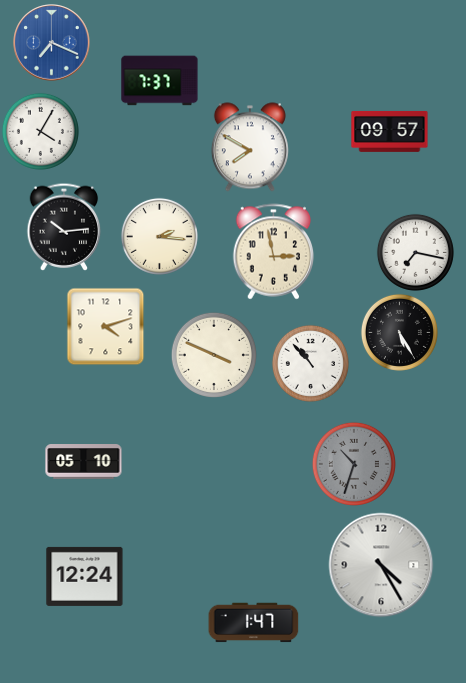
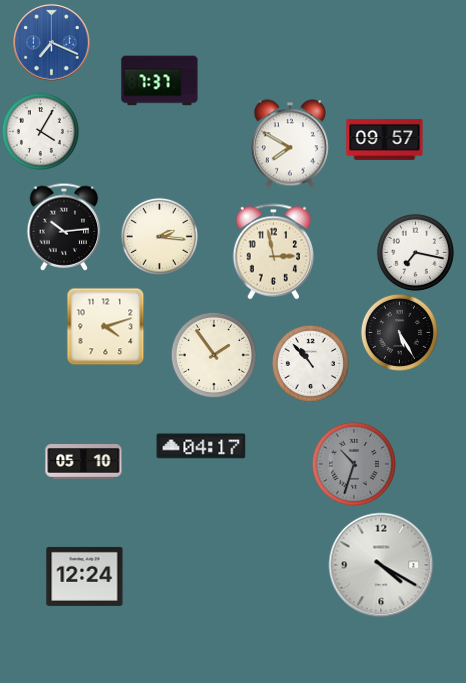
clock at (390, 131) position: (390, 131) -> (385, 139)
clock at (250, 147) position: (250, 147) -> (290, 144)
clock at (214, 355): 3:49 -> 1:54
clock at (201, 446): none -> 04:17
clock at (381, 565): 4:25 -> 4:20
clock at (254, 623): 1:47 -> none
